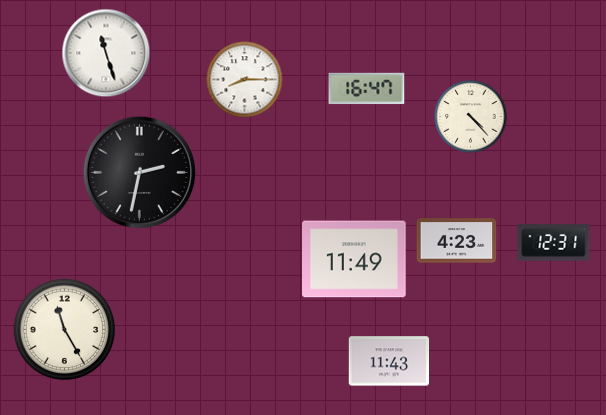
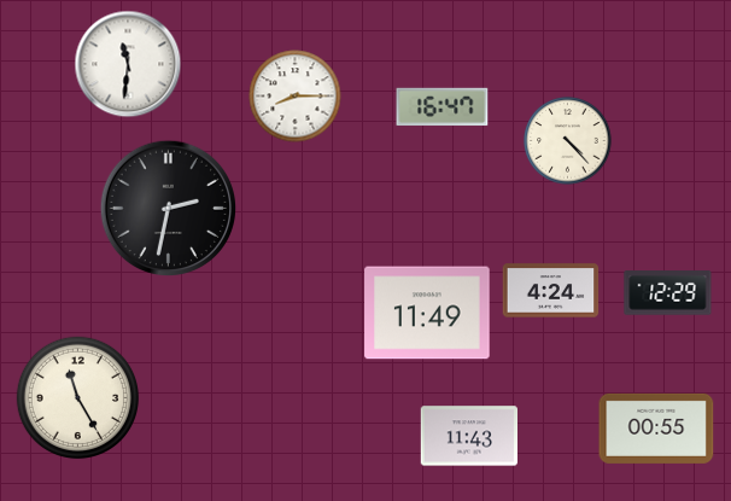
clock at (106, 53): 11:27 -> 11:31
clock at (457, 241): 4:23 -> 4:24
clock at (554, 243): 12:31 -> 12:29
clock at (656, 429): none -> 00:55
